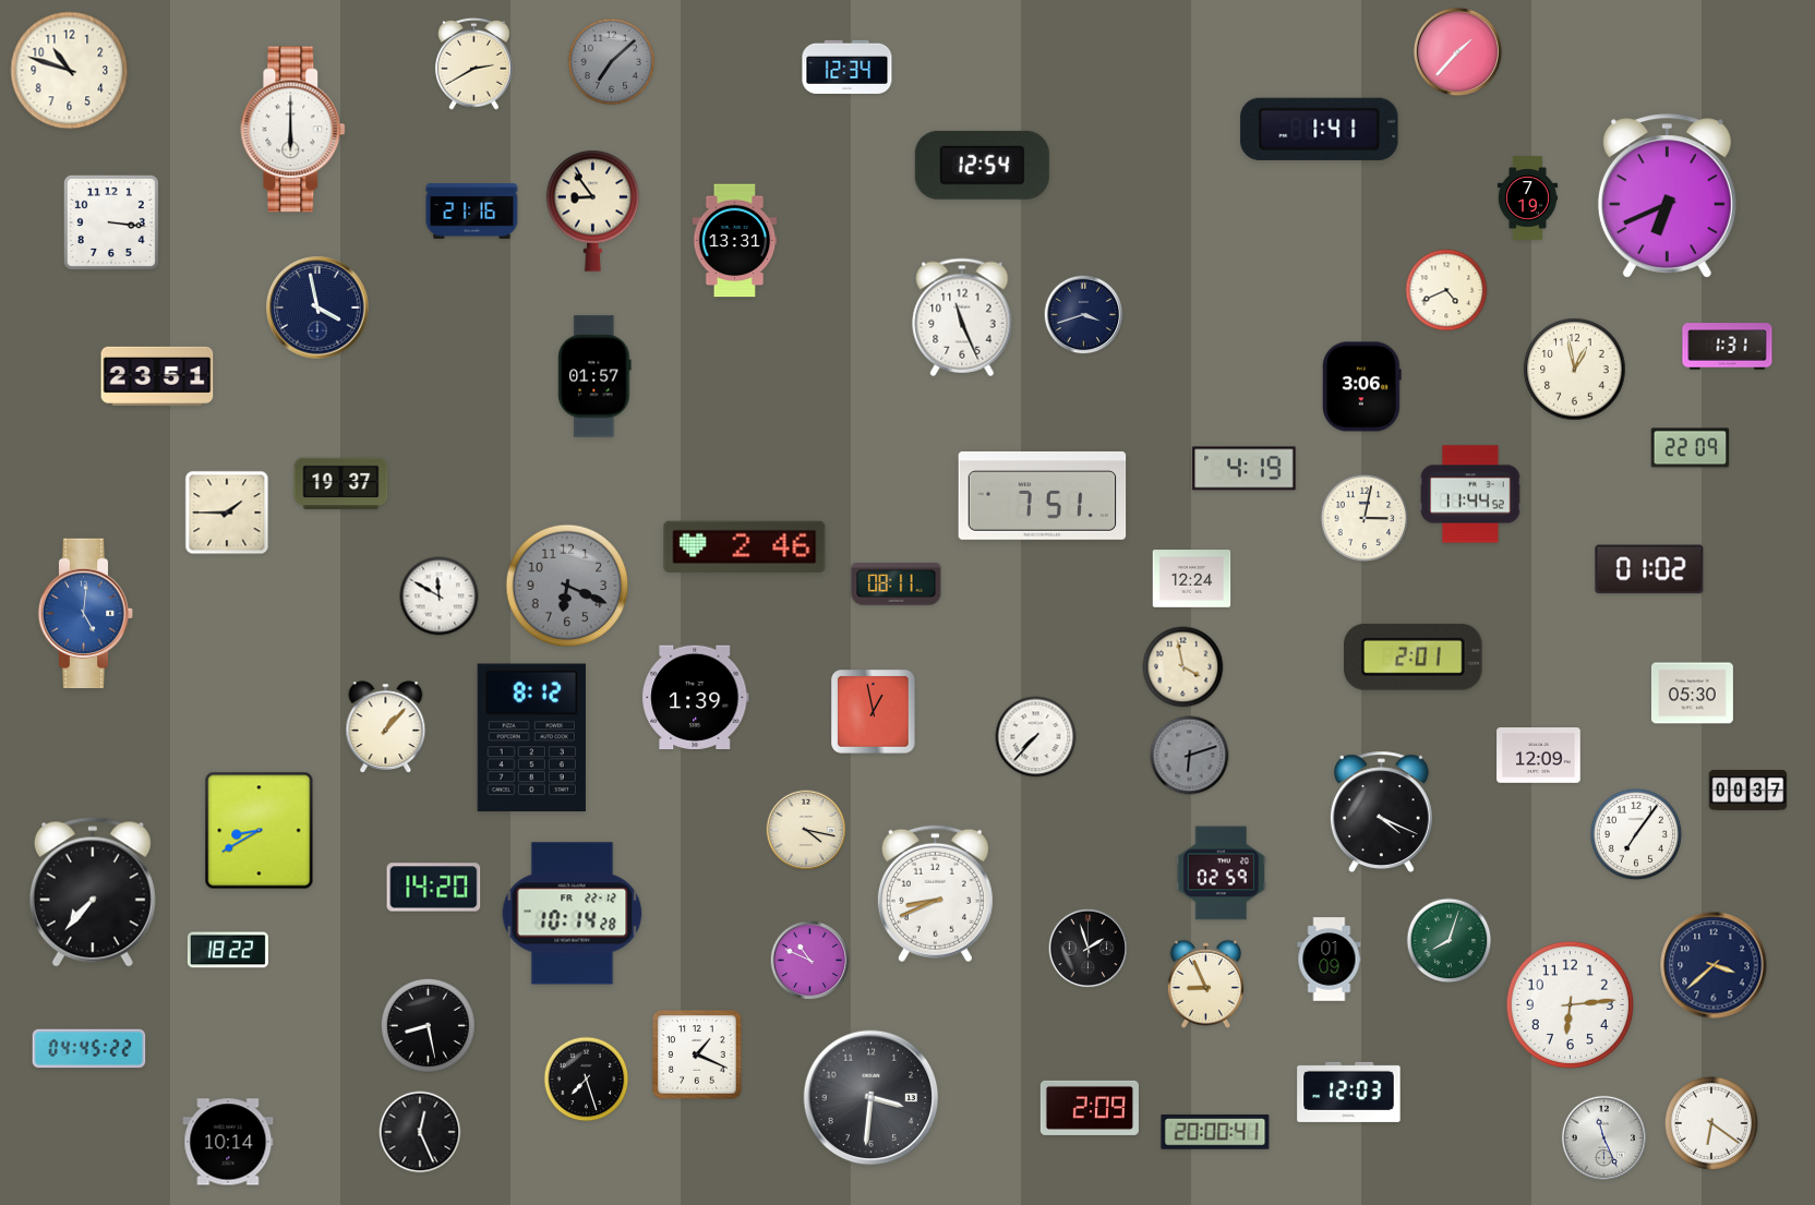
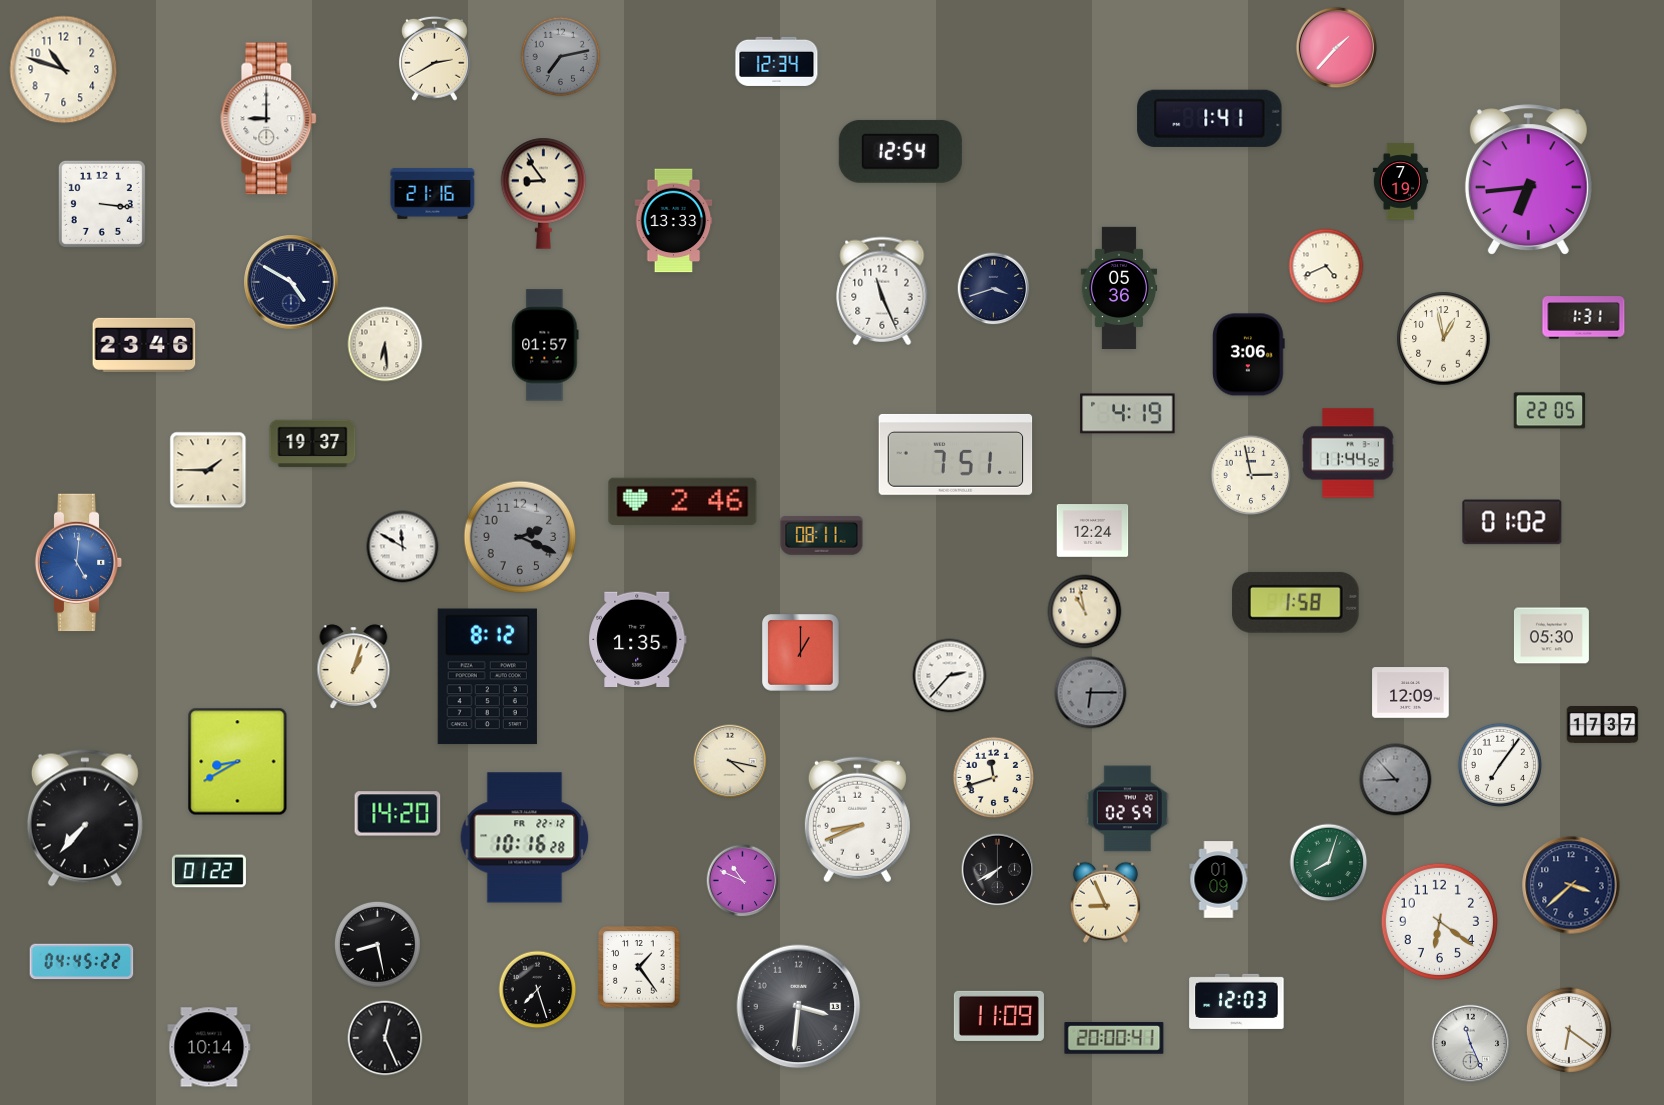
clock at (612, 62): 7:08 -> 7:13
clock at (70, 71) position: (70, 71) -> (64, 70)
clock at (293, 130): 6:00 -> 9:00
clock at (1667, 195): 6:41 -> 6:44
clock at (735, 241): 13:31 -> 13:33
clock at (317, 308): 3:58 -> 4:50
clock at (1119, 287): none -> 05:36
clock at (385, 344): none -> 6:29
clock at (157, 376): 23:51 -> 23:46
clock at (1691, 448): 22:09 -> 22:05
clock at (1245, 469) position: (1245, 469) -> (1128, 414)
clock at (1365, 518): 3:02 -> 2:58
clock at (567, 586): 6:19 -> 2:19
clock at (1414, 656): 2:01 -> 1:58
clock at (1183, 667): 3:58 -> 10:58
clock at (696, 697): 1:39 -> 1:35
clock at (874, 712): 12:58 -> 1:00
clock at (386, 727): 1:07 -> 1:03
clock at (1036, 737): 7:37 -> 2:37
clock at (1190, 756): 6:12 -> 6:15
clock at (1748, 791): 00:37 -> 17:37
clock at (1381, 812): 4:19 -> none
clock at (806, 830) position: (806, 830) -> (730, 761)
clock at (994, 778): none -> 11:42
clock at (1396, 780): none -> 8:53
clock at (1221, 873) position: (1221, 873) -> (1127, 809)
clock at (573, 914): 10:14 -> 10:16
clock at (1089, 949): 1:57 -> 7:40
clock at (228, 950): 18:22 -> 01:22
clock at (1570, 1004): 6:14 -> 6:21
clock at (428, 1025) position: (428, 1025) -> (377, 944)
clock at (697, 1055): 1:19 -> 1:24
clock at (1090, 1108): 2:09 -> 11:09
